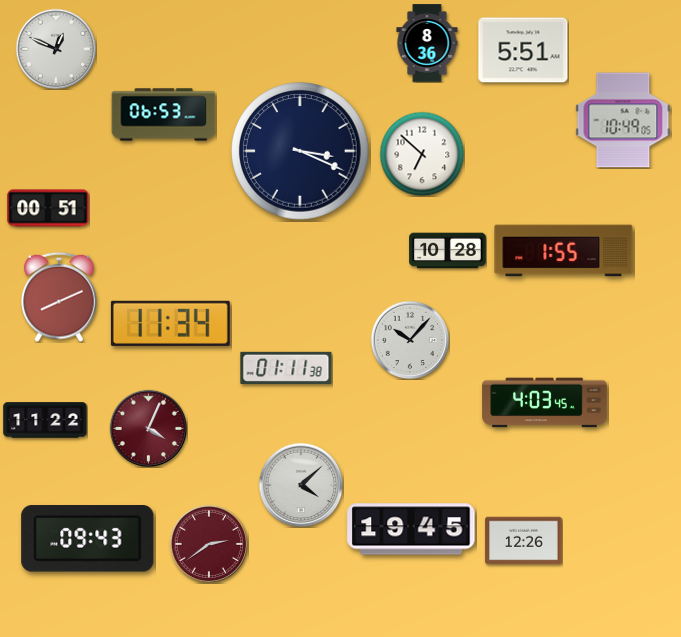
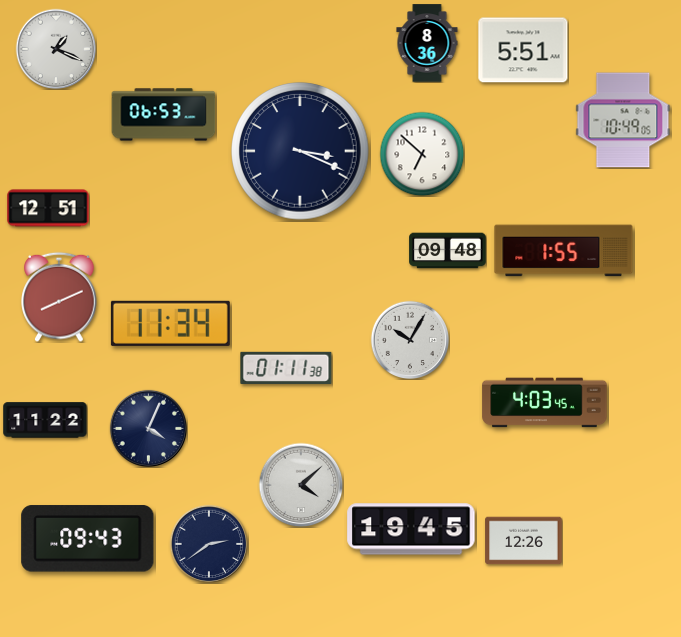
clock at (56, 49): 12:49 -> 1:19
clock at (48, 208): 00:51 -> 12:51
clock at (448, 251): 10:28 -> 09:48
clock at (410, 340): 10:07 -> 10:05
clock at (148, 428) dial: burgundy -> navy
clock at (209, 544) dial: burgundy -> navy
